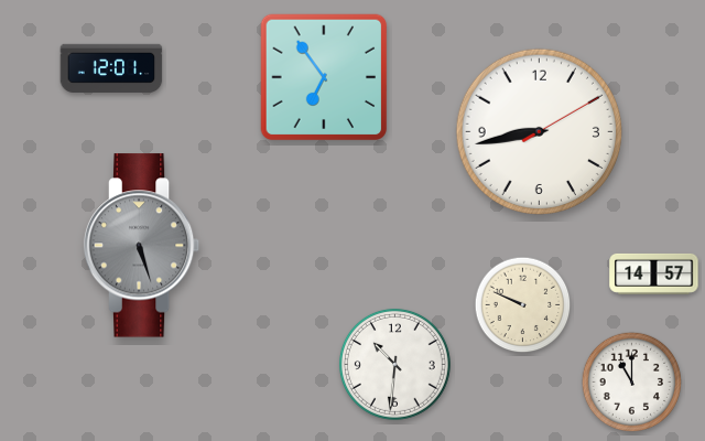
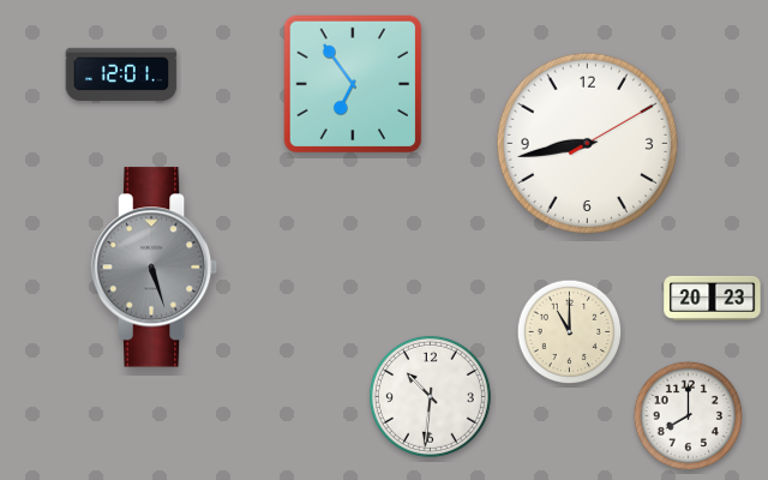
clock at (654, 273): 14:57 -> 20:23
clock at (523, 305): 9:49 -> 11:00
clock at (631, 381): 11:00 -> 8:00
